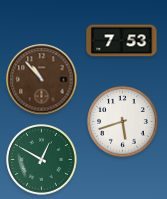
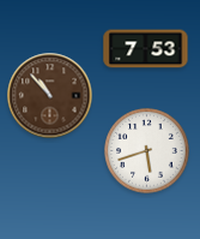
clock at (123, 122) position: (123, 122) -> (147, 151)
clock at (42, 160): 12:50 -> none
